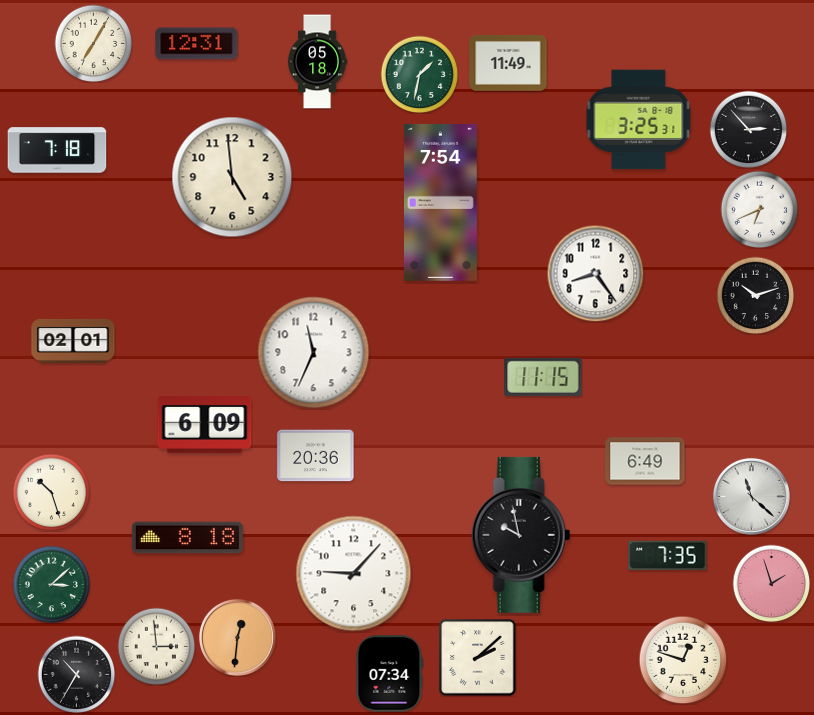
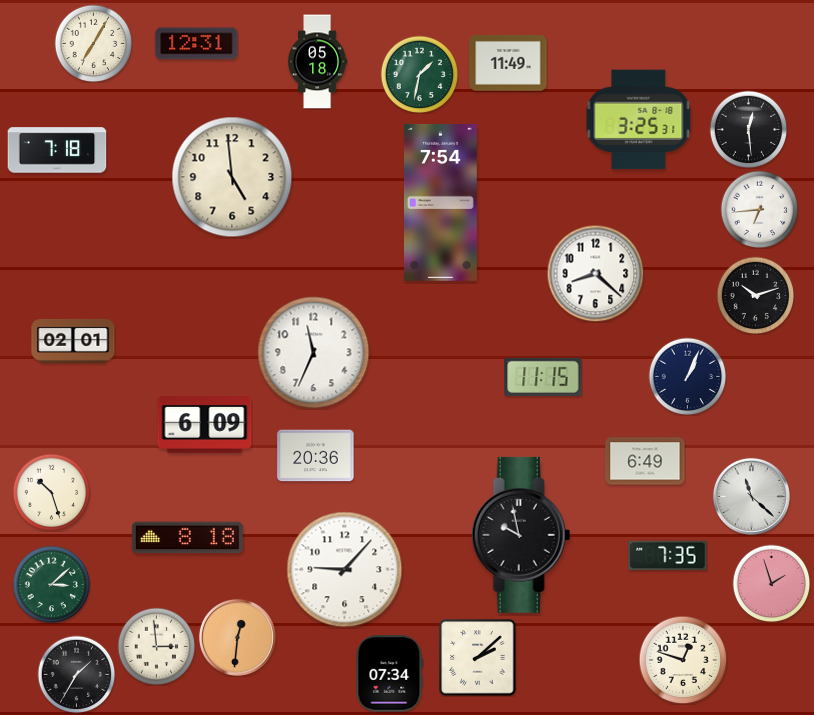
clock at (748, 129): 2:53 -> 12:29
clock at (759, 209): 6:41 -> 6:44
clock at (595, 273): 8:24 -> 8:22
clock at (687, 376): none -> 1:04
clock at (354, 574) position: (354, 574) -> (345, 570)
clock at (76, 674): 10:35 -> 1:35
